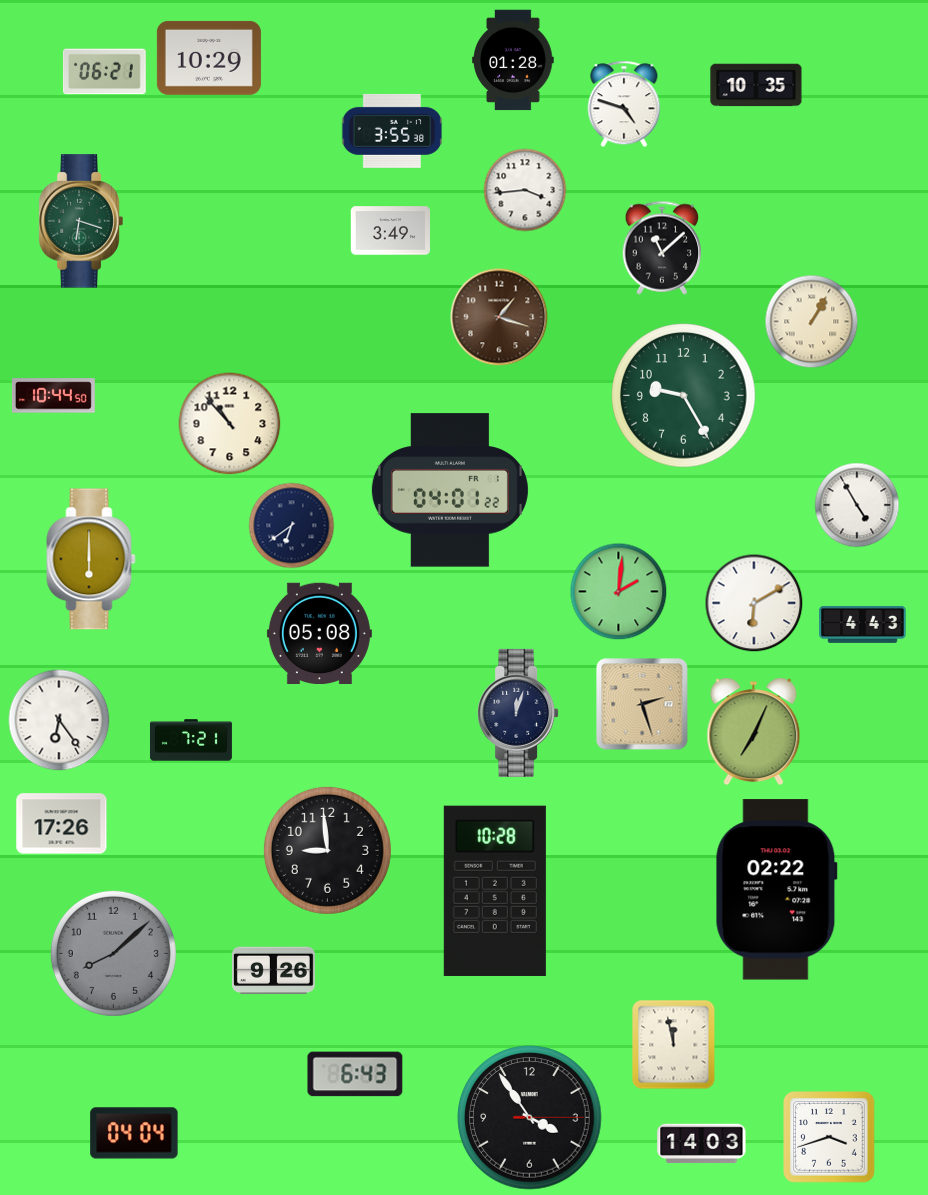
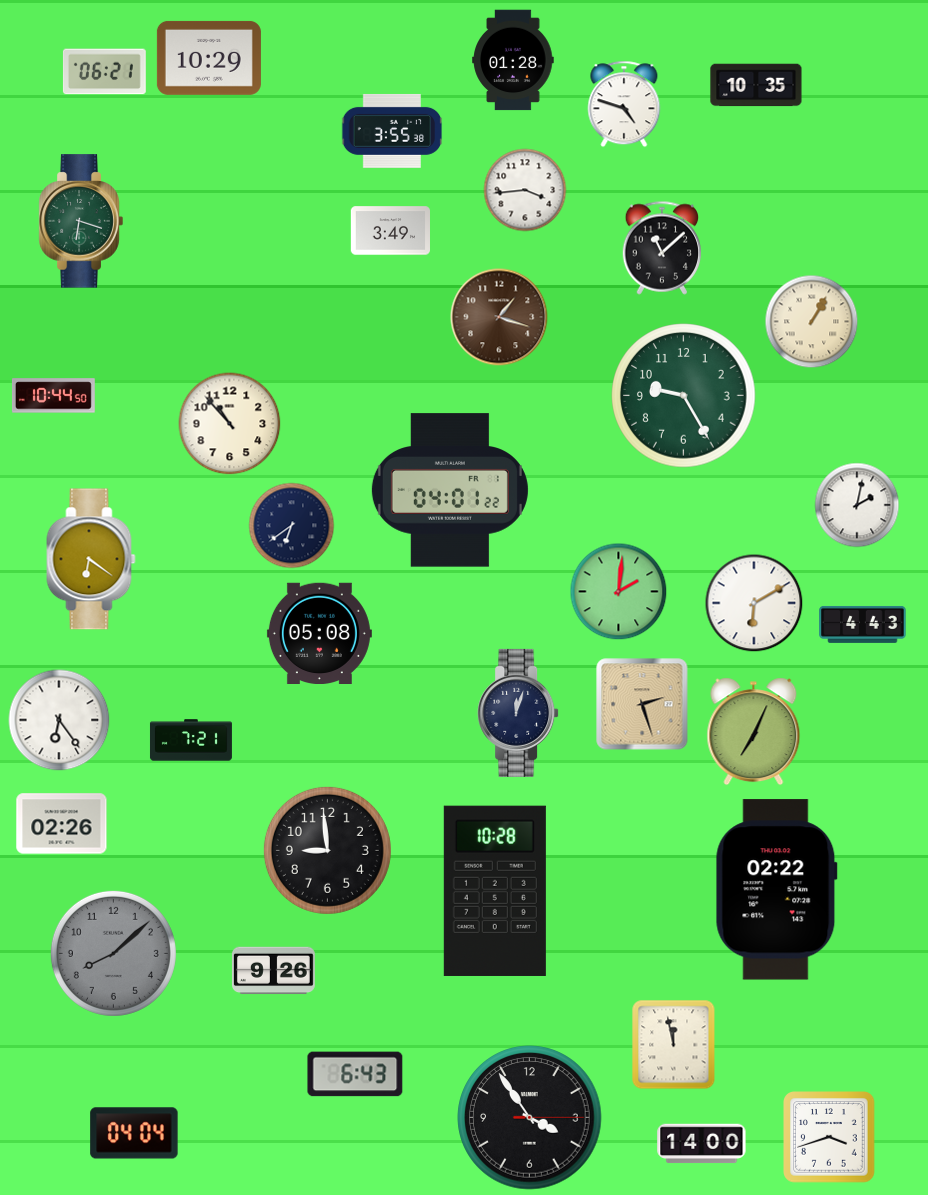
clock at (857, 505): 4:55 -> 2:02
clock at (91, 559): 6:00 -> 6:21
clock at (62, 824): 17:26 -> 02:26
clock at (702, 1144): 14:03 -> 14:00
